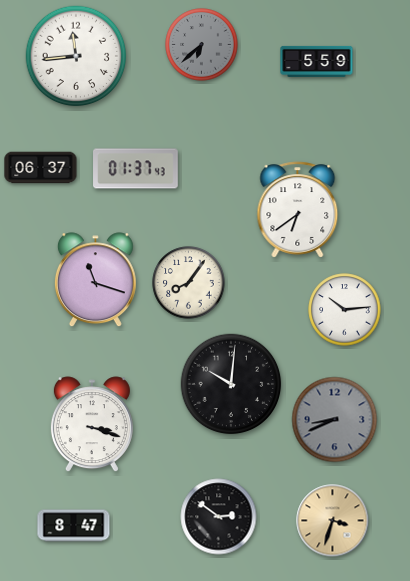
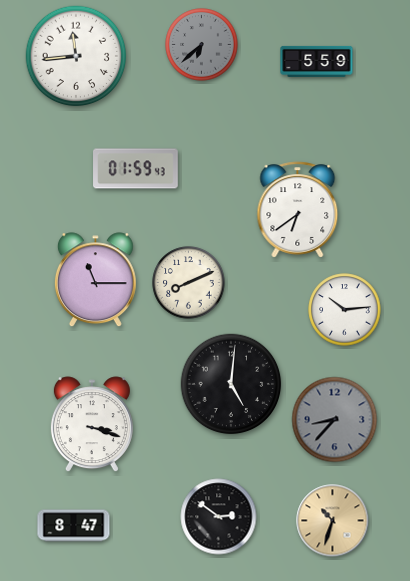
clock at (41, 168): 06:37 -> none
clock at (136, 169): 01:37 -> 01:59
clock at (95, 280): 11:18 -> 11:15
clock at (189, 283): 8:06 -> 8:11
clock at (231, 384): 10:01 -> 5:01
clock at (335, 420): 8:41 -> 8:37
clock at (333, 521): 3:33 -> 10:33
